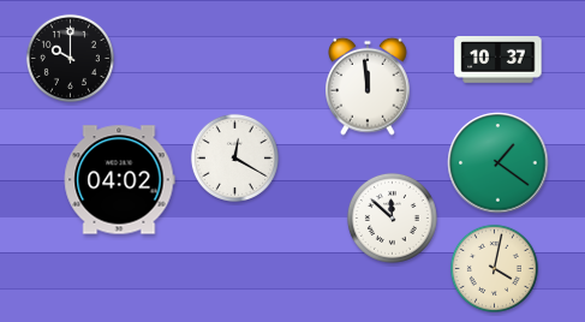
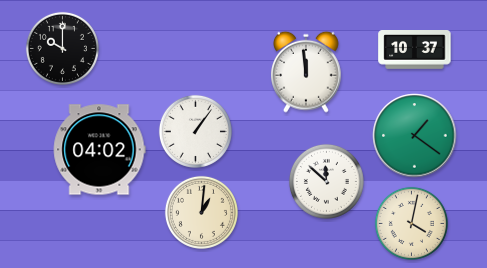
clock at (70, 58) position: (70, 58) -> (62, 48)
clock at (234, 157): 12:20 -> 1:06
clock at (201, 212): none -> 1:01
